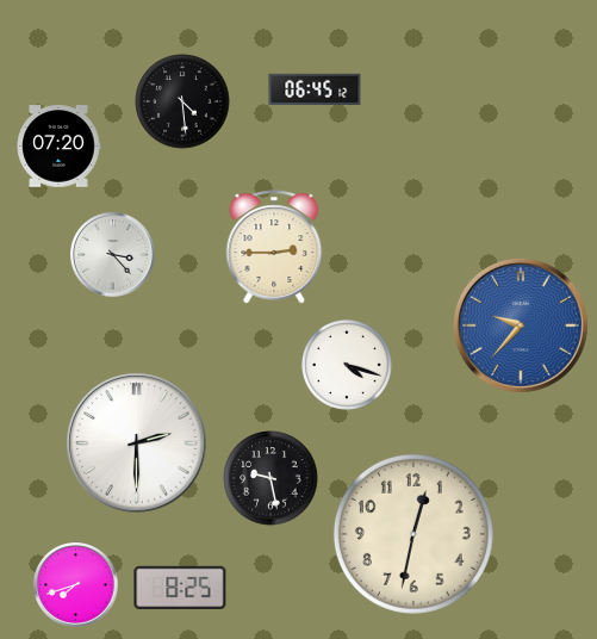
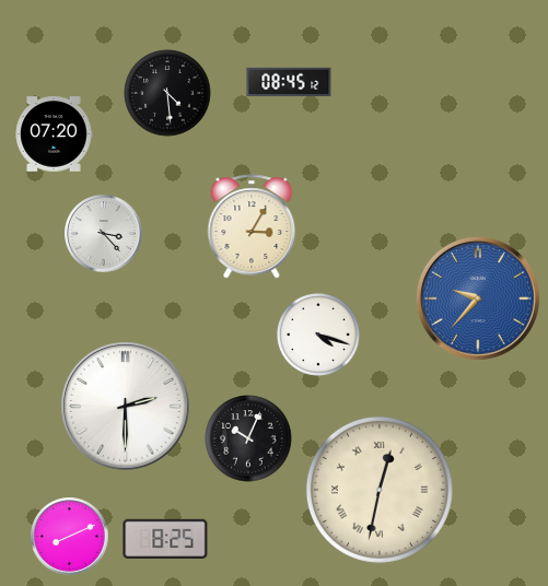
clock at (315, 89): 06:45 -> 08:45
clock at (274, 247): 2:45 -> 3:05
clock at (270, 478): 9:28 -> 10:04
clock at (413, 534) numerals: Arabic -> Roman
clock at (76, 585): 7:42 -> 8:11
